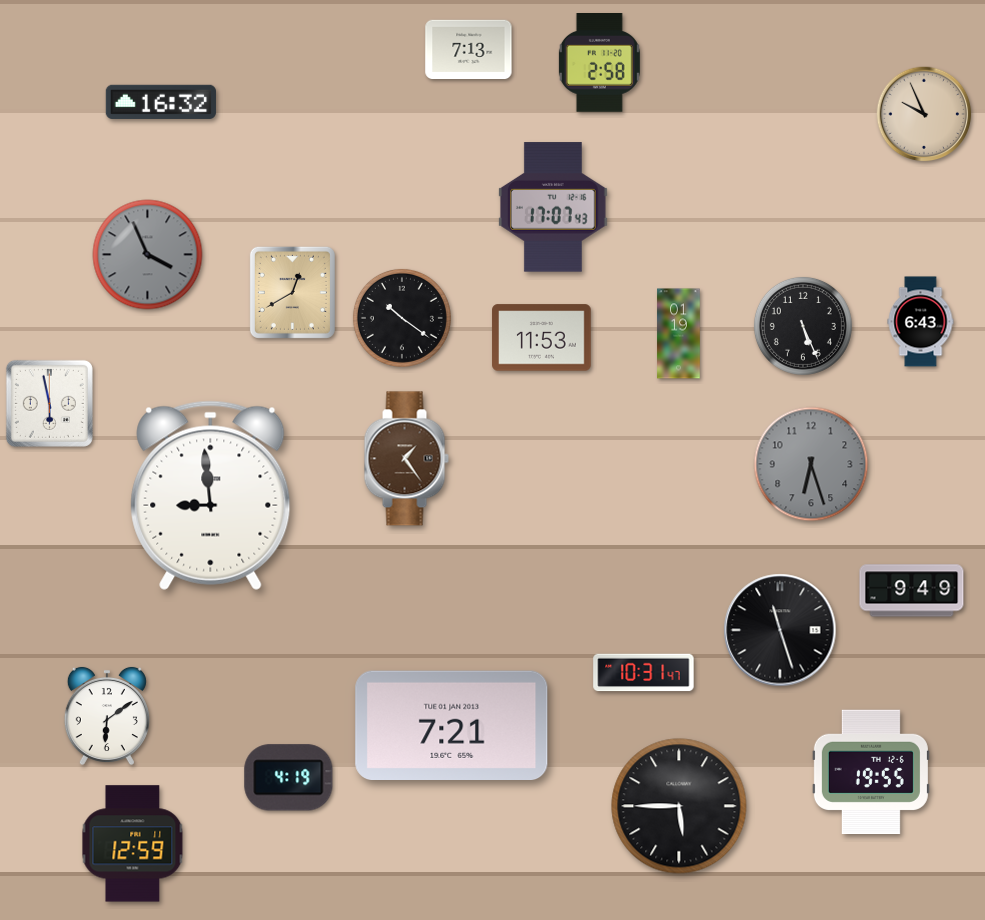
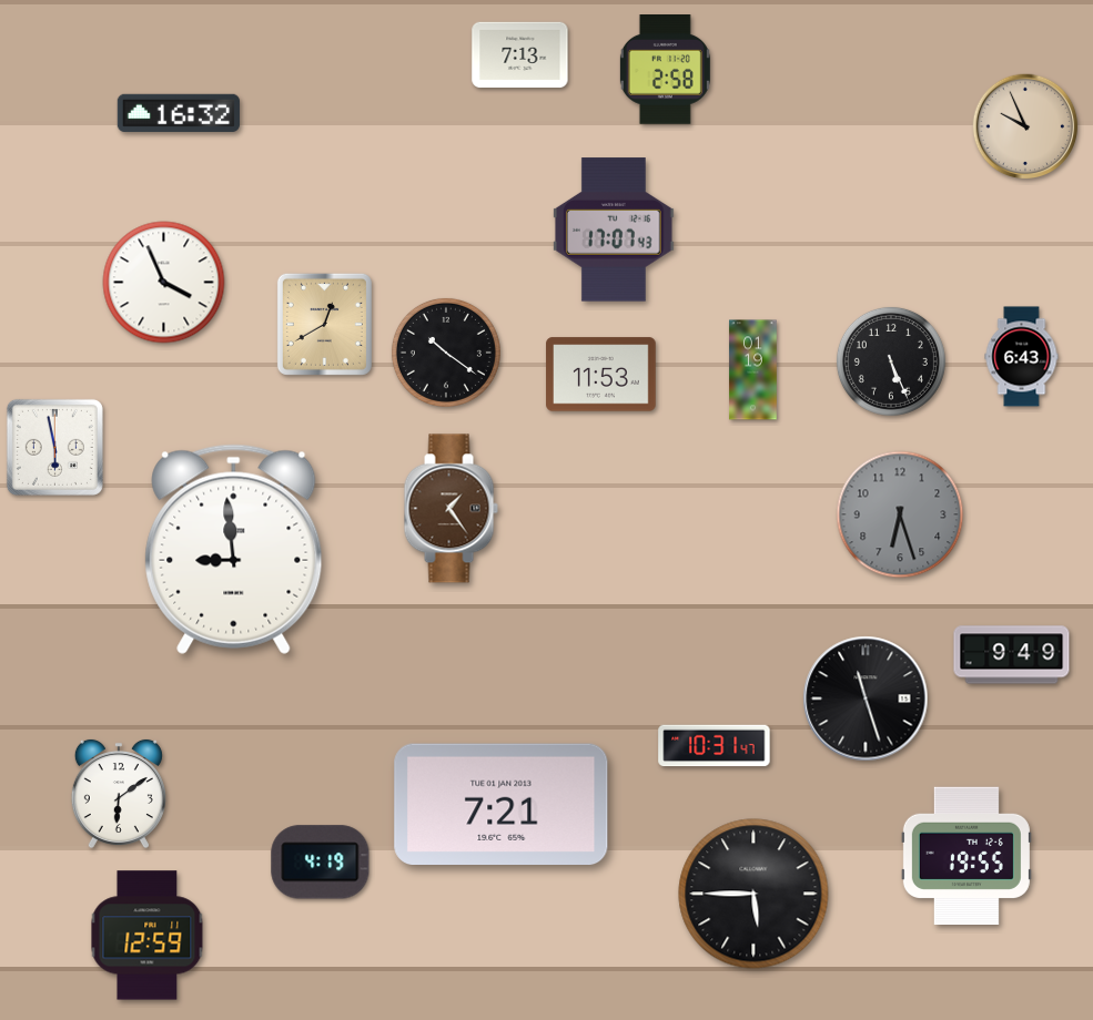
clock at (148, 255) dial: grey -> white
